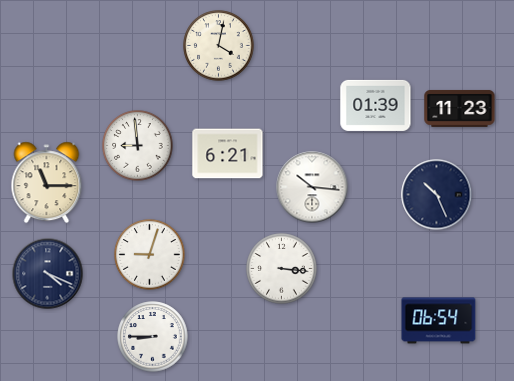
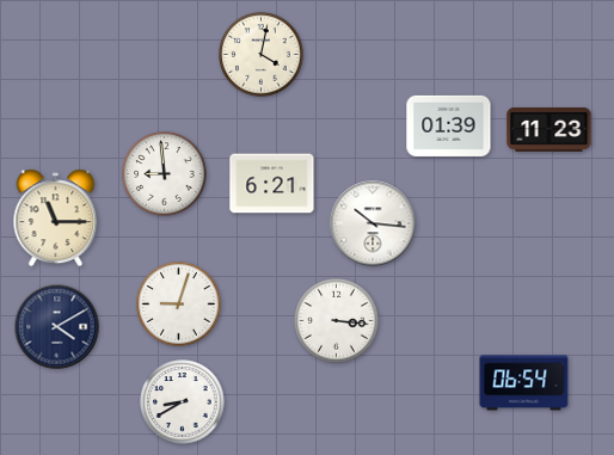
clock at (437, 195): 10:26 -> none
clock at (48, 274): 4:19 -> 4:10
clock at (153, 337): 8:45 -> 8:40
